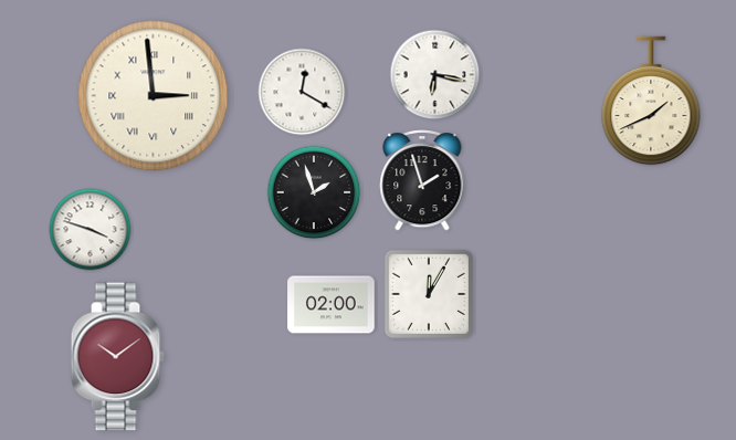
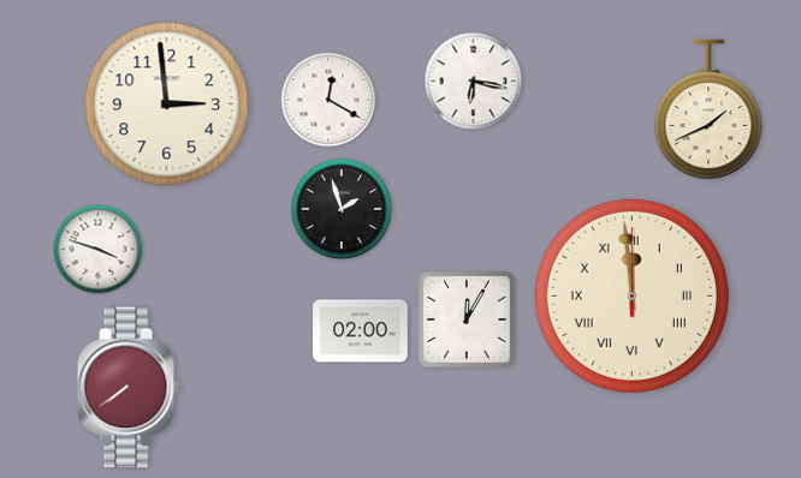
clock at (154, 96) numerals: Roman -> Arabic
clock at (422, 181): 1:57 -> none
clock at (631, 295): none -> 11:59
clock at (117, 357): 10:09 -> 7:39
